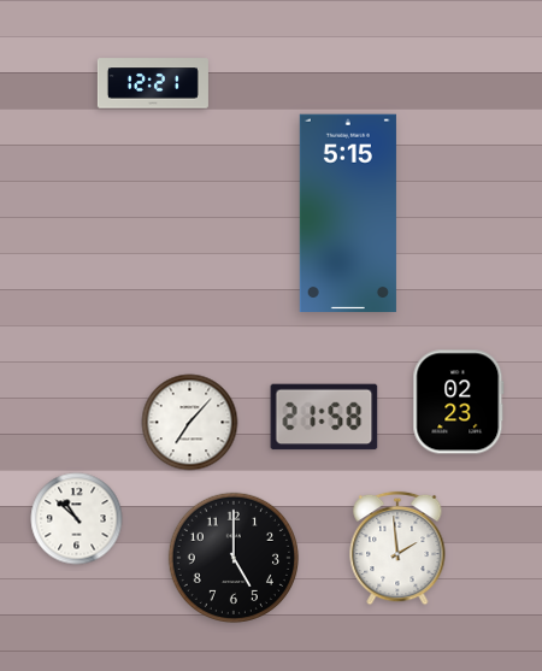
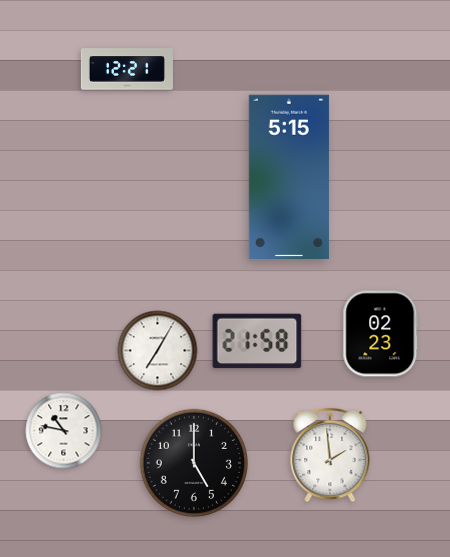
clock at (324, 417) position: (324, 417) -> (257, 341)
clock at (190, 423): 7:07 -> 7:05
clock at (77, 519): 10:52 -> 10:47
